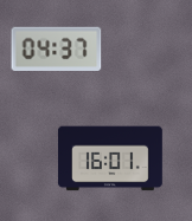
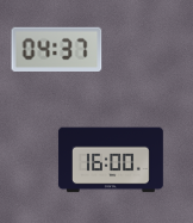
clock at (110, 158): 16:01 -> 16:00
